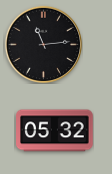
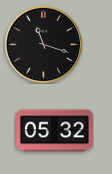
clock at (43, 44): 11:14 -> 11:18
